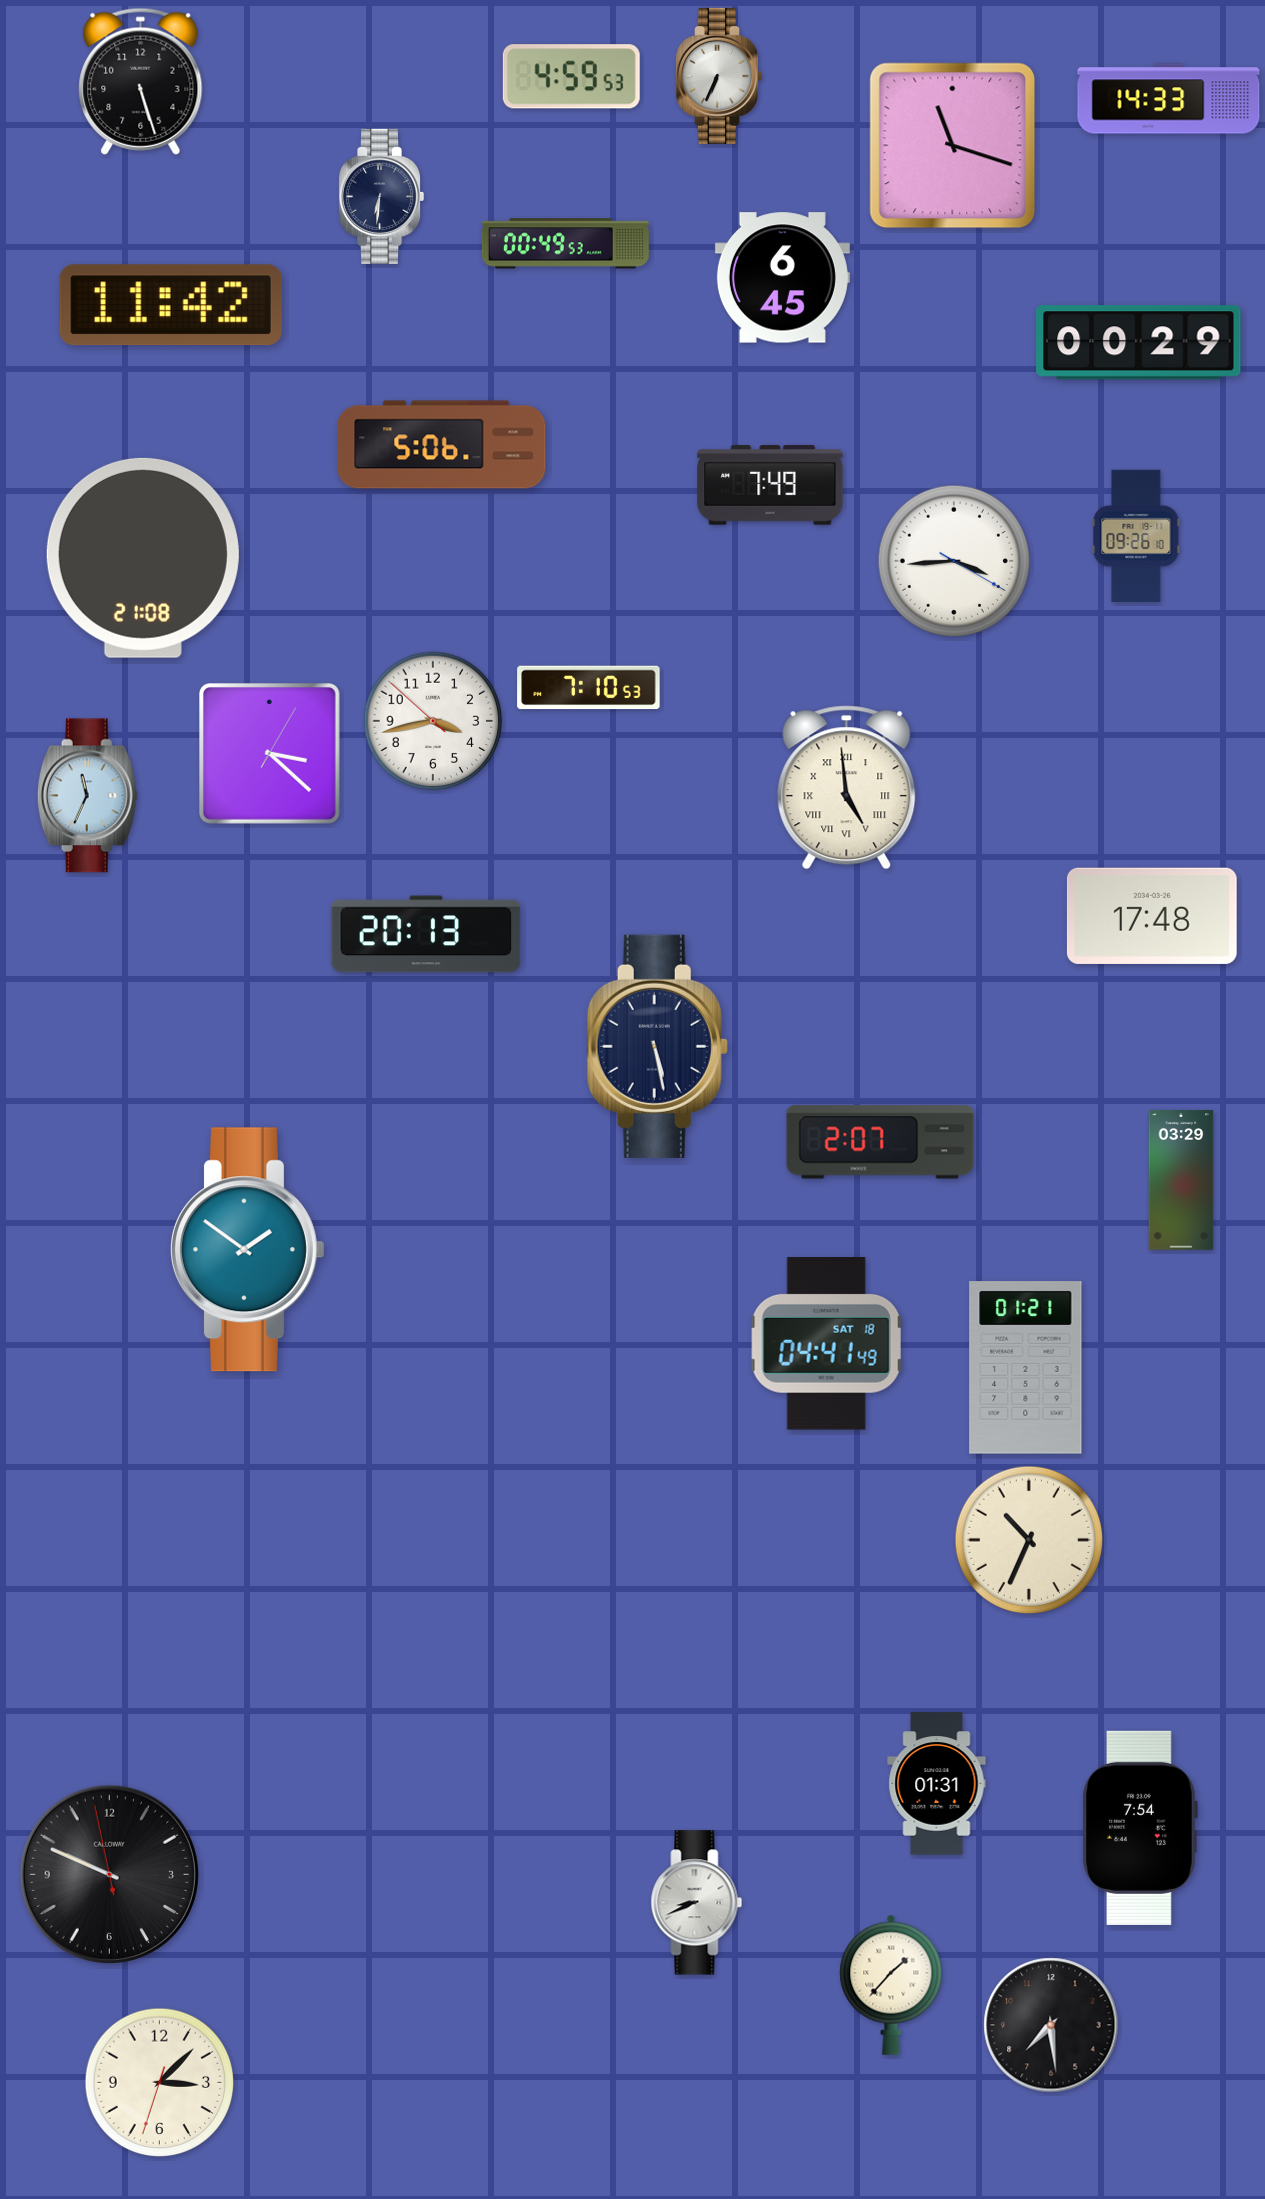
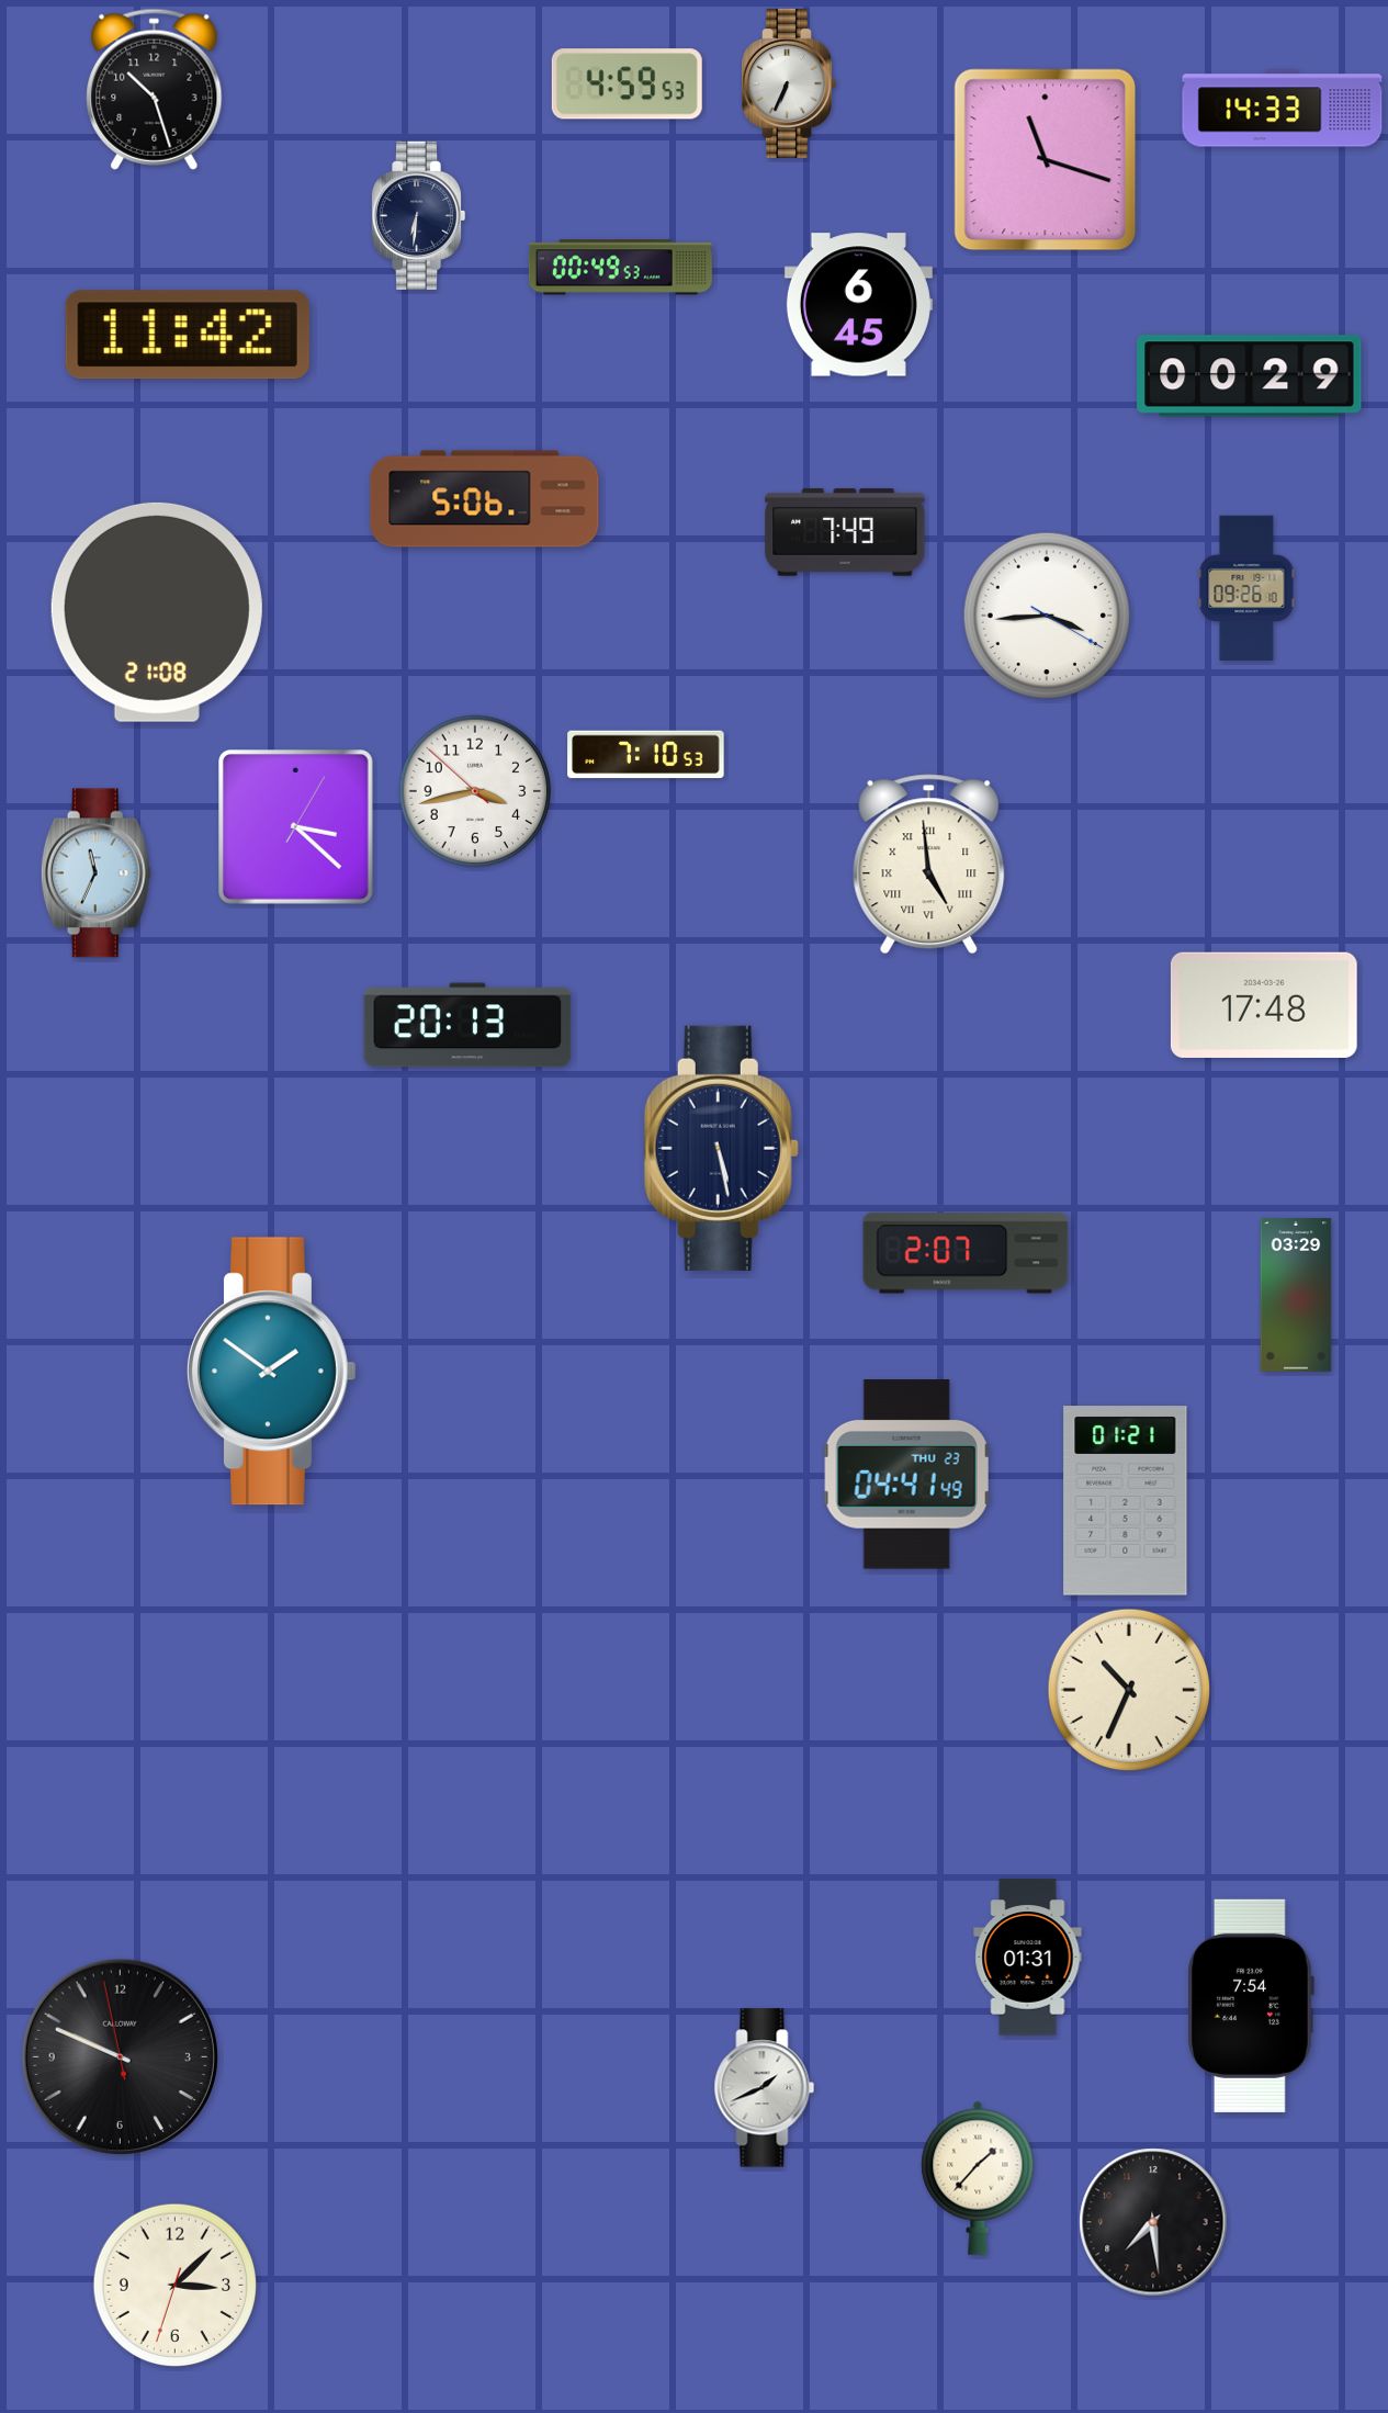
clock at (141, 81): 5:27 -> 10:27
clock at (442, 445) position: (442, 445) -> (485, 499)
clock at (826, 1344) date: SAT 18 -> THU 23
clock at (697, 1903): 8:41 -> 1:41
